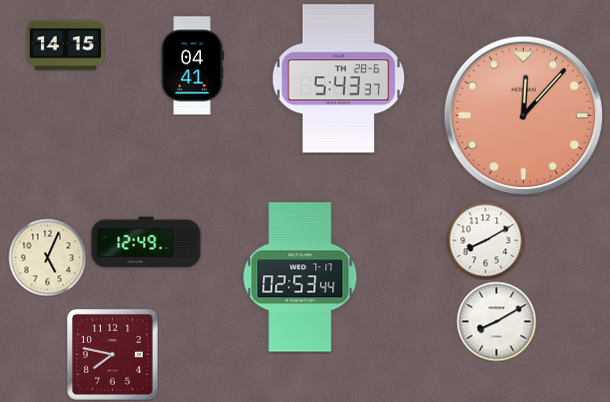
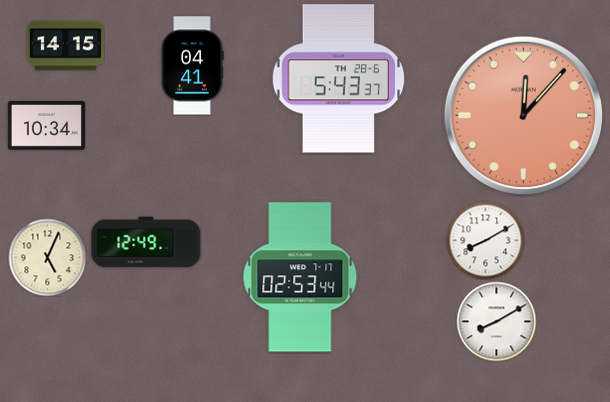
clock at (46, 126): none -> 10:34
clock at (113, 355): 7:47 -> none
